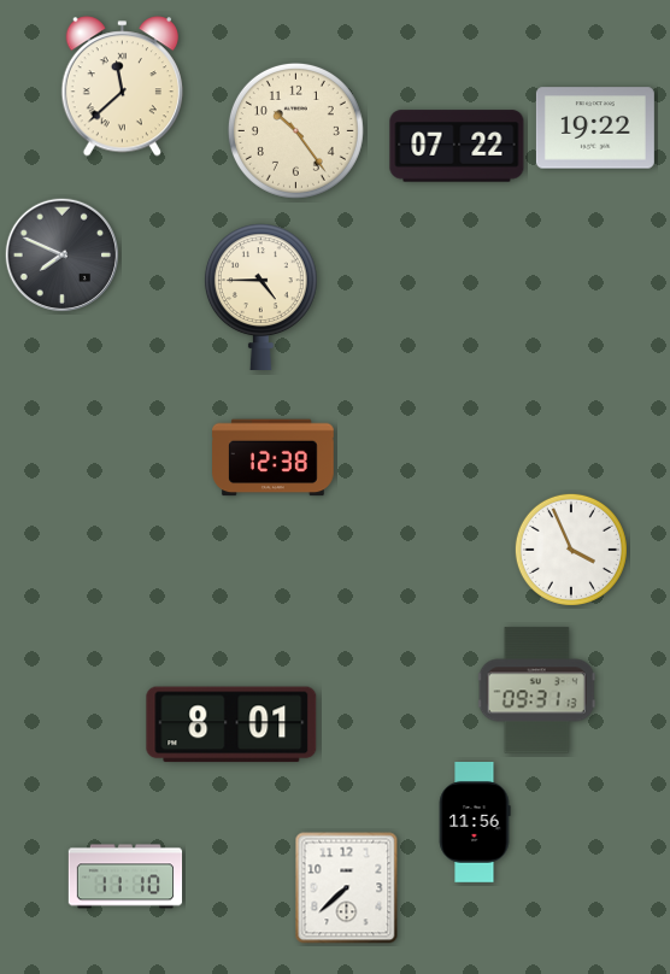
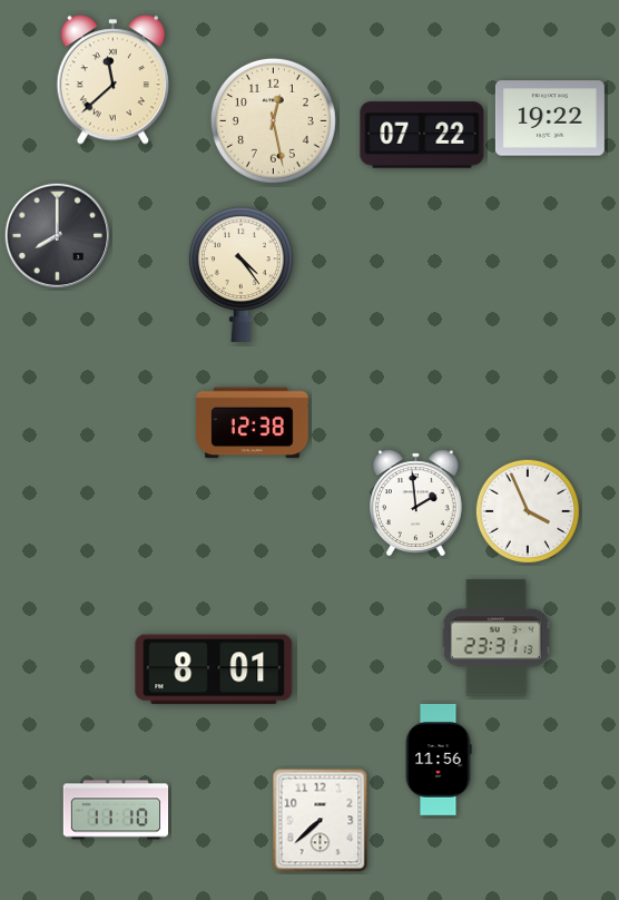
clock at (295, 130): 10:24 -> 12:28
clock at (61, 254): 7:49 -> 8:00
clock at (260, 297): 4:45 -> 4:24
clock at (416, 503): none -> 1:59
clock at (571, 550) position: (571, 550) -> (528, 511)
clock at (536, 691): 09:31 -> 23:31
